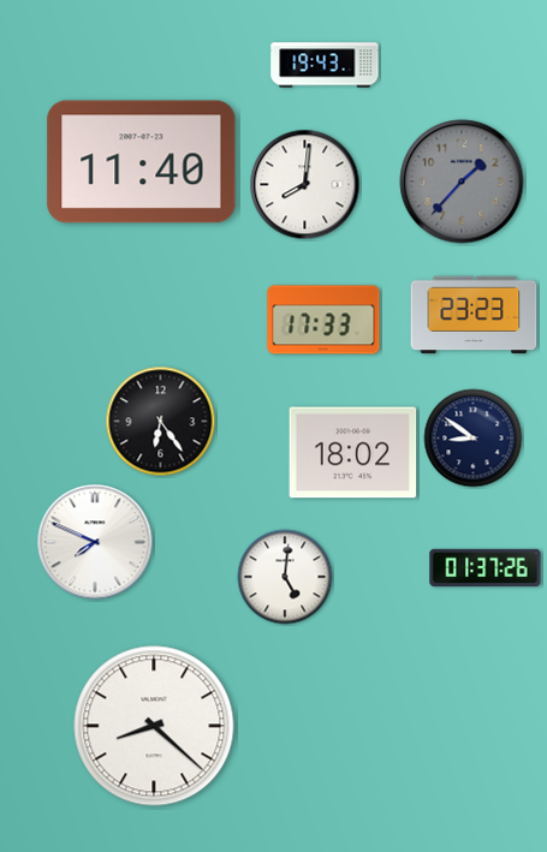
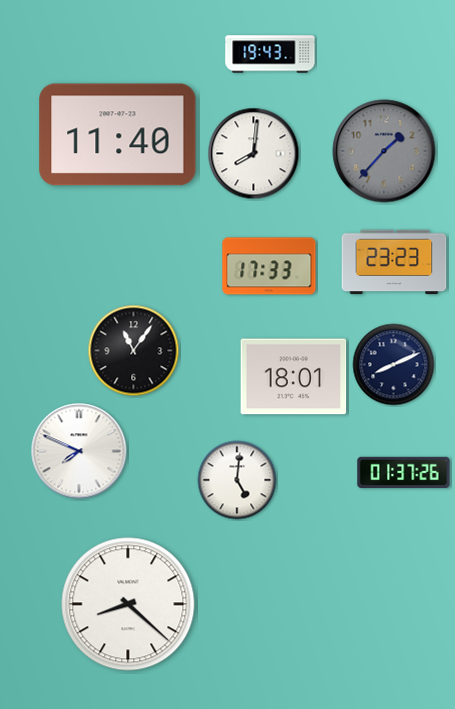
clock at (161, 422): 6:24 -> 11:06
clock at (474, 439): 8:51 -> 8:11
clock at (353, 453): 18:02 -> 18:01
